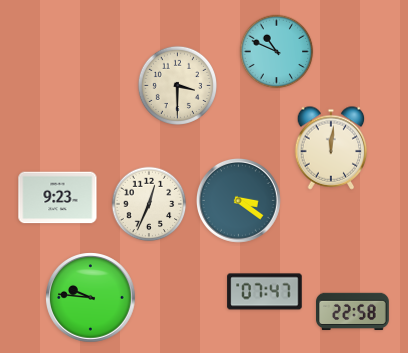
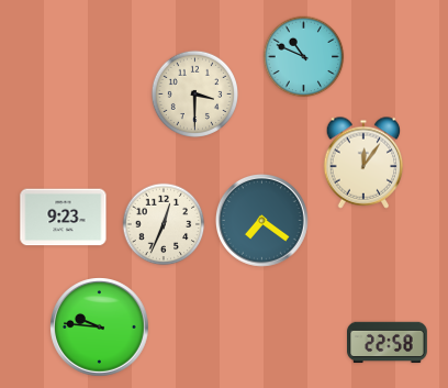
clock at (331, 148): 12:01 -> 12:06
clock at (239, 201): 3:21 -> 7:21
clock at (265, 292): 07:47 -> none
